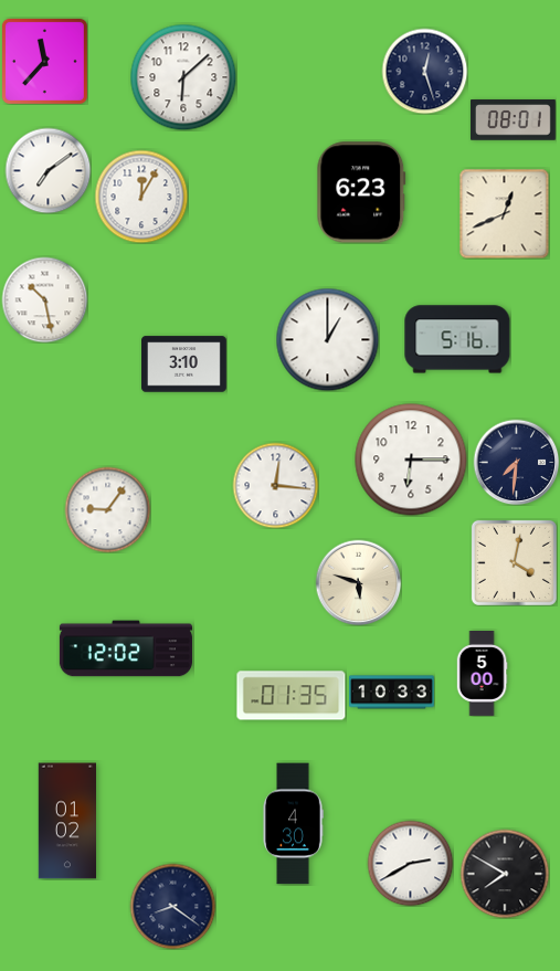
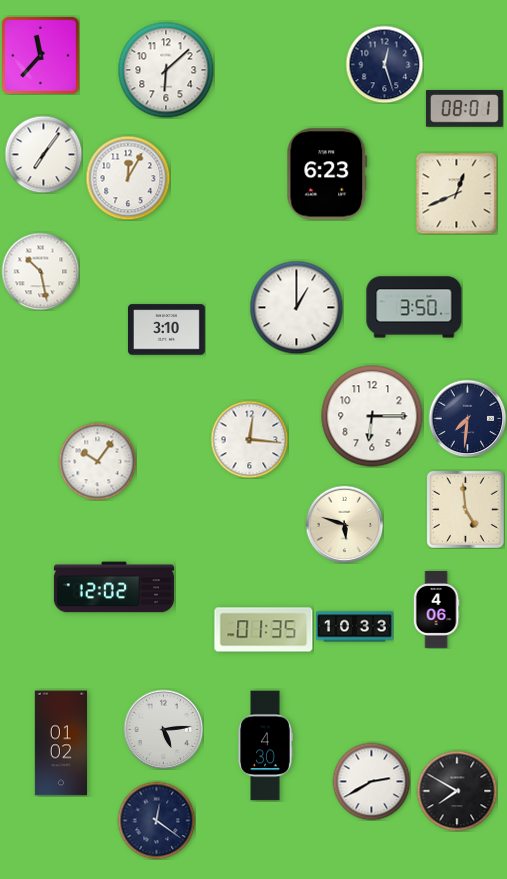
clock at (47, 170): 7:09 -> 7:06
clock at (457, 339): 5:16 -> 3:50
clock at (107, 509): 9:06 -> 10:06
clock at (514, 562): 4:02 -> 4:59
clock at (358, 582) position: (358, 582) -> (344, 524)
clock at (482, 674): 5:00 -> 4:06
clock at (163, 729): none -> 5:14
clock at (172, 906): 8:21 -> 12:21
